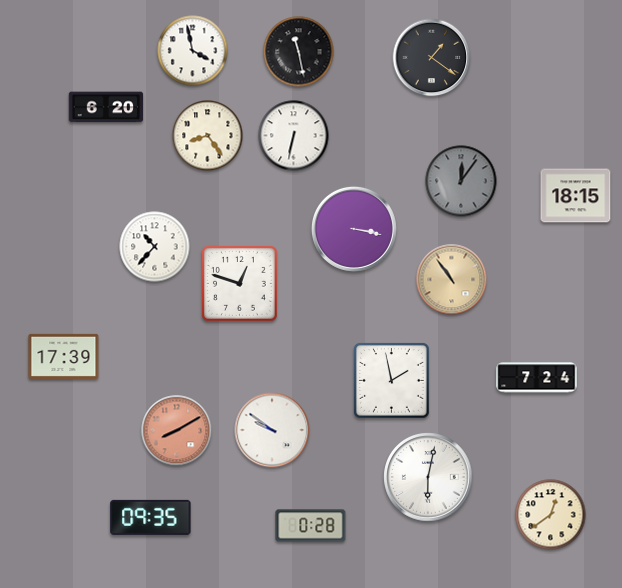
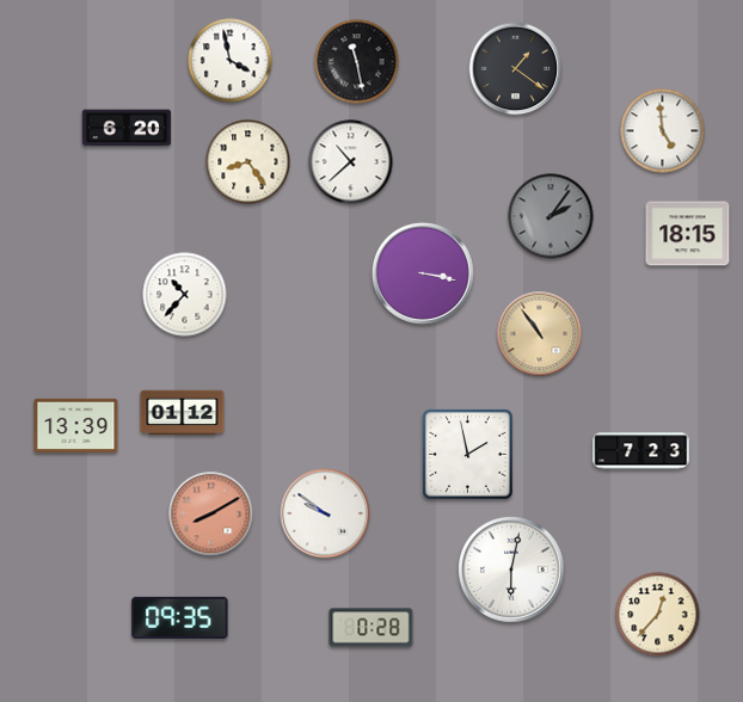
clock at (663, 131): none -> 4:59
clock at (294, 136): 6:32 -> 10:38
clock at (461, 181): 12:06 -> 2:06
clock at (240, 284): 12:48 -> none
clock at (183, 413): none -> 01:12
clock at (64, 356): 17:39 -> 13:39
clock at (537, 378): 7:24 -> 7:23
clock at (551, 515): 12:39 -> 12:37
